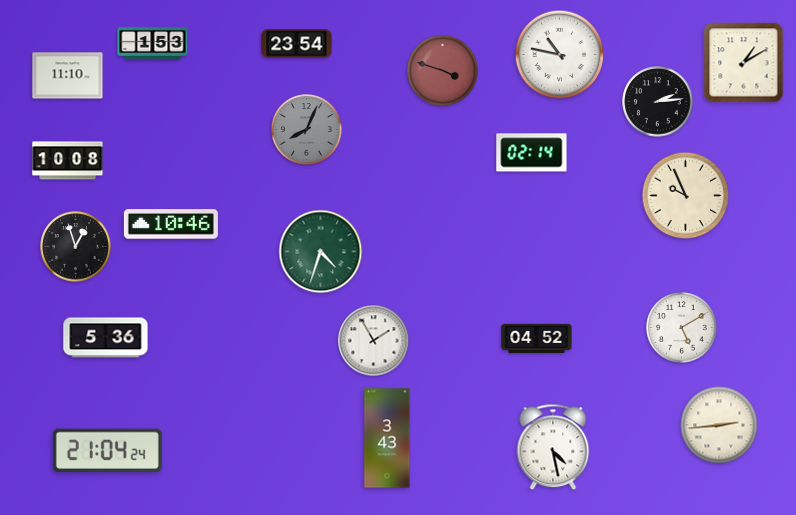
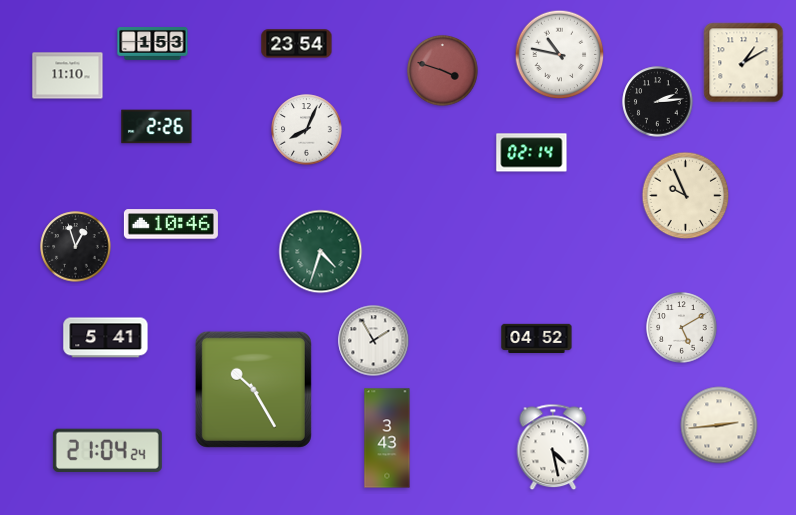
clock at (157, 127): none -> 2:26
clock at (307, 130) dial: grey -> white
clock at (68, 161): 10:08 -> none
clock at (106, 338): 5:36 -> 5:41
clock at (253, 389): none -> 10:25
